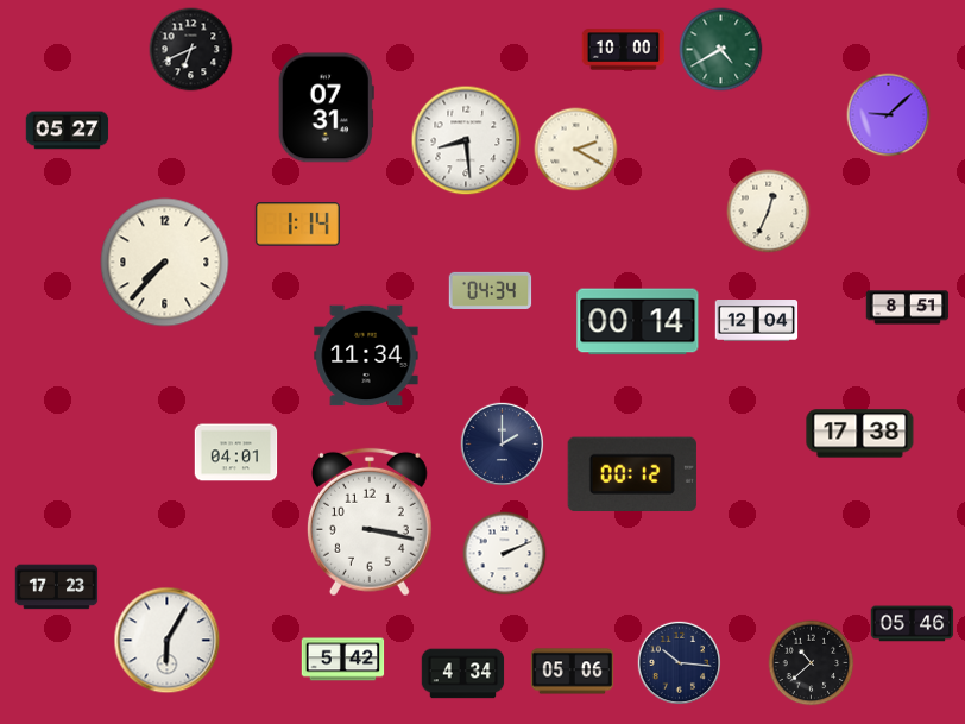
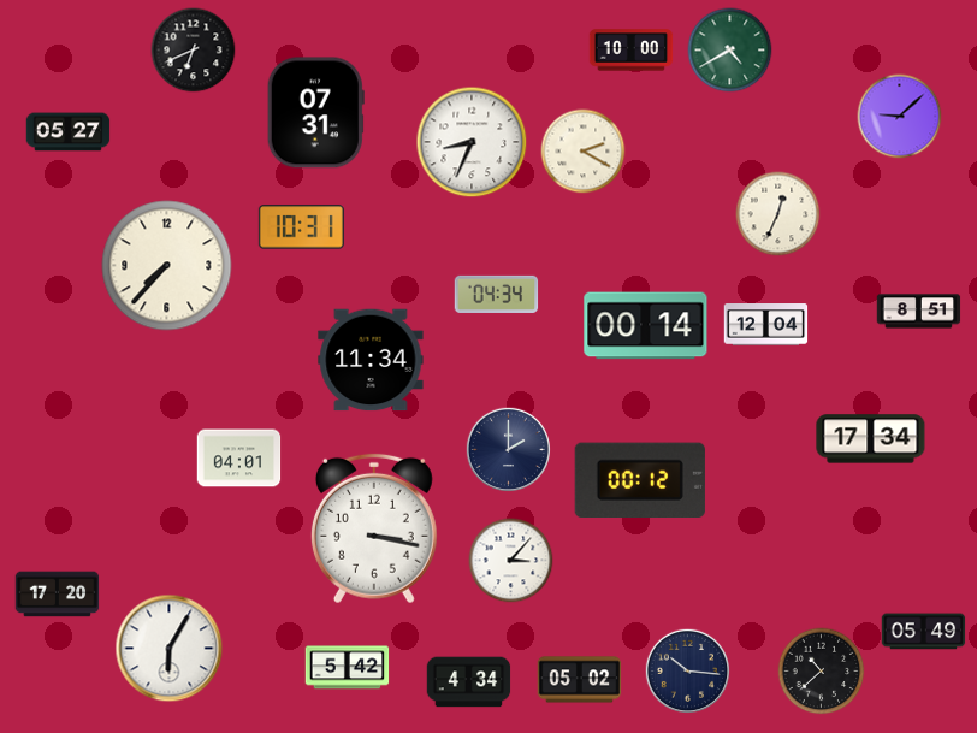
clock at (326, 108) position: (326, 108) -> (315, 113)
clock at (466, 140): 8:29 -> 8:34
clock at (297, 225): 1:14 -> 10:31
clock at (860, 434): 17:38 -> 17:34
clock at (505, 554): 2:11 -> 3:07
clock at (57, 587): 17:23 -> 17:20
clock at (913, 624): 05:46 -> 05:49
clock at (573, 672): 05:06 -> 05:02
